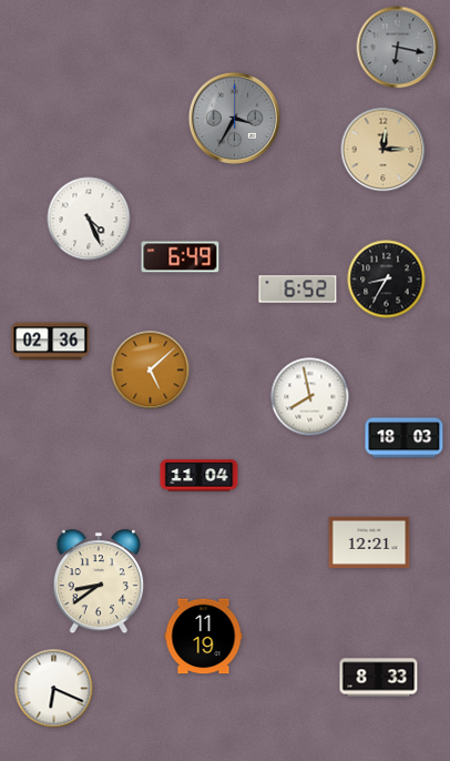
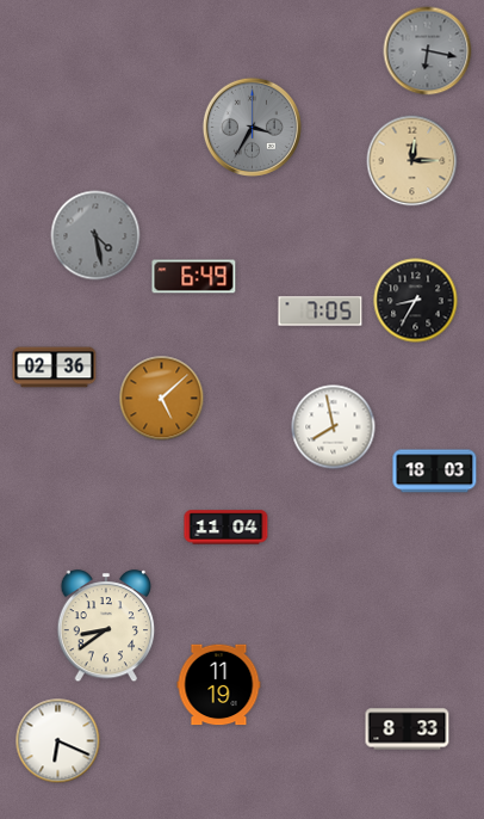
clock at (89, 219): 4:26 -> 4:28
clock at (89, 219) dial: white -> grey
clock at (298, 290): 6:52 -> 7:05
clock at (200, 476) position: (200, 476) -> (227, 528)
clock at (369, 542): 12:21 -> none
